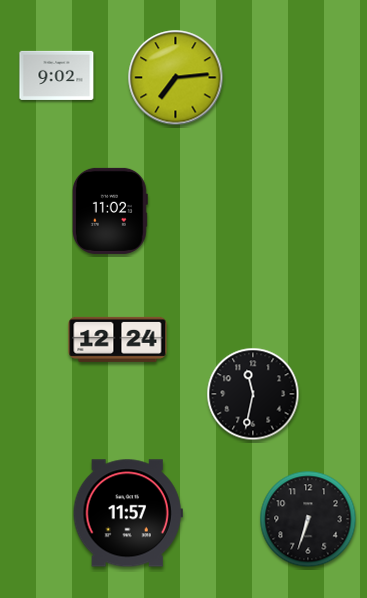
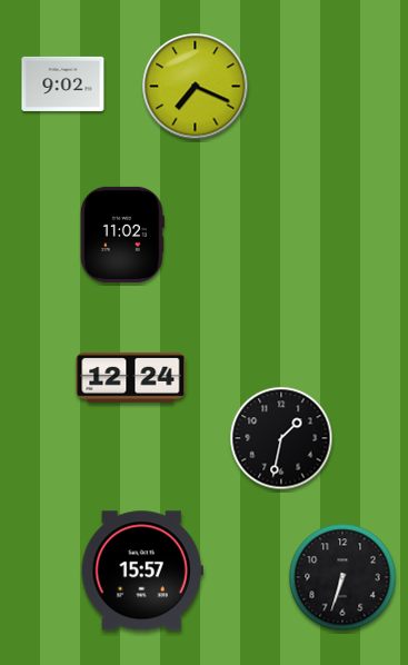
clock at (176, 78): 7:14 -> 7:19
clock at (253, 394): 11:32 -> 1:32
clock at (128, 513): 11:57 -> 15:57
